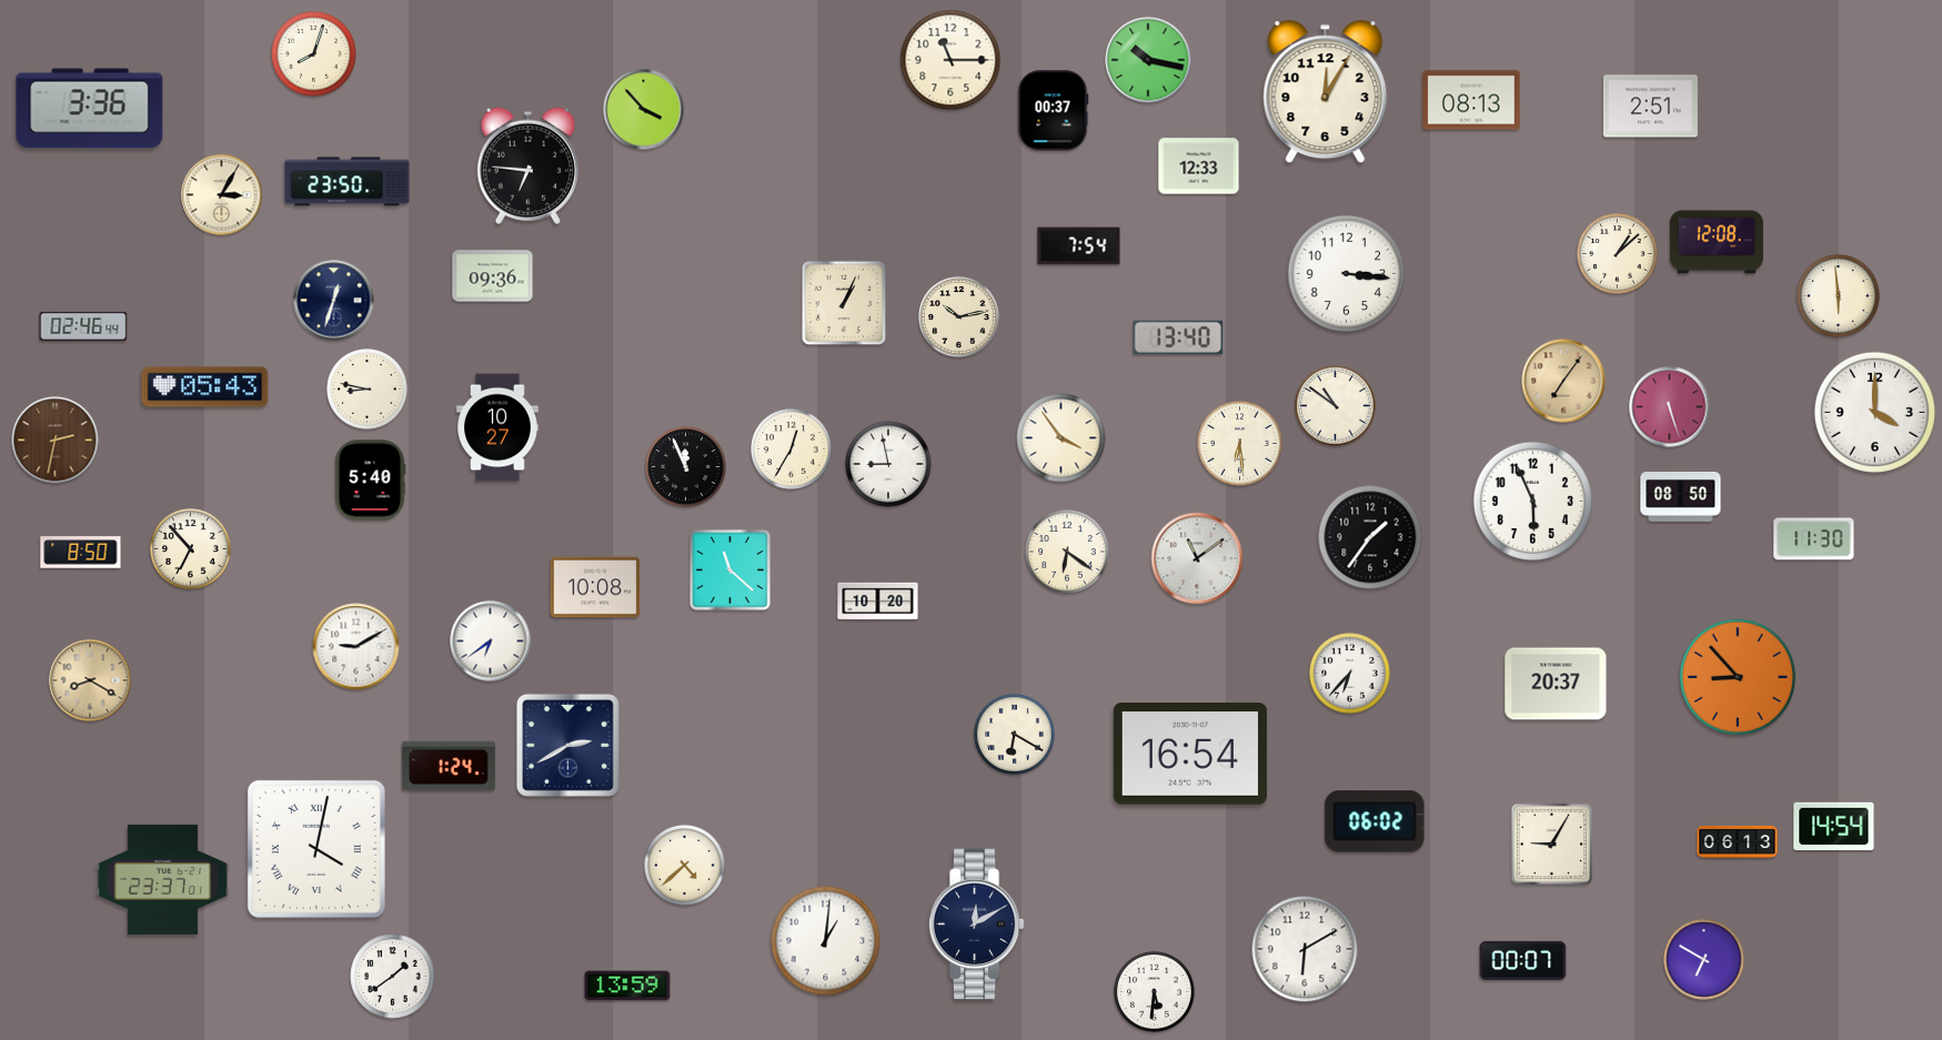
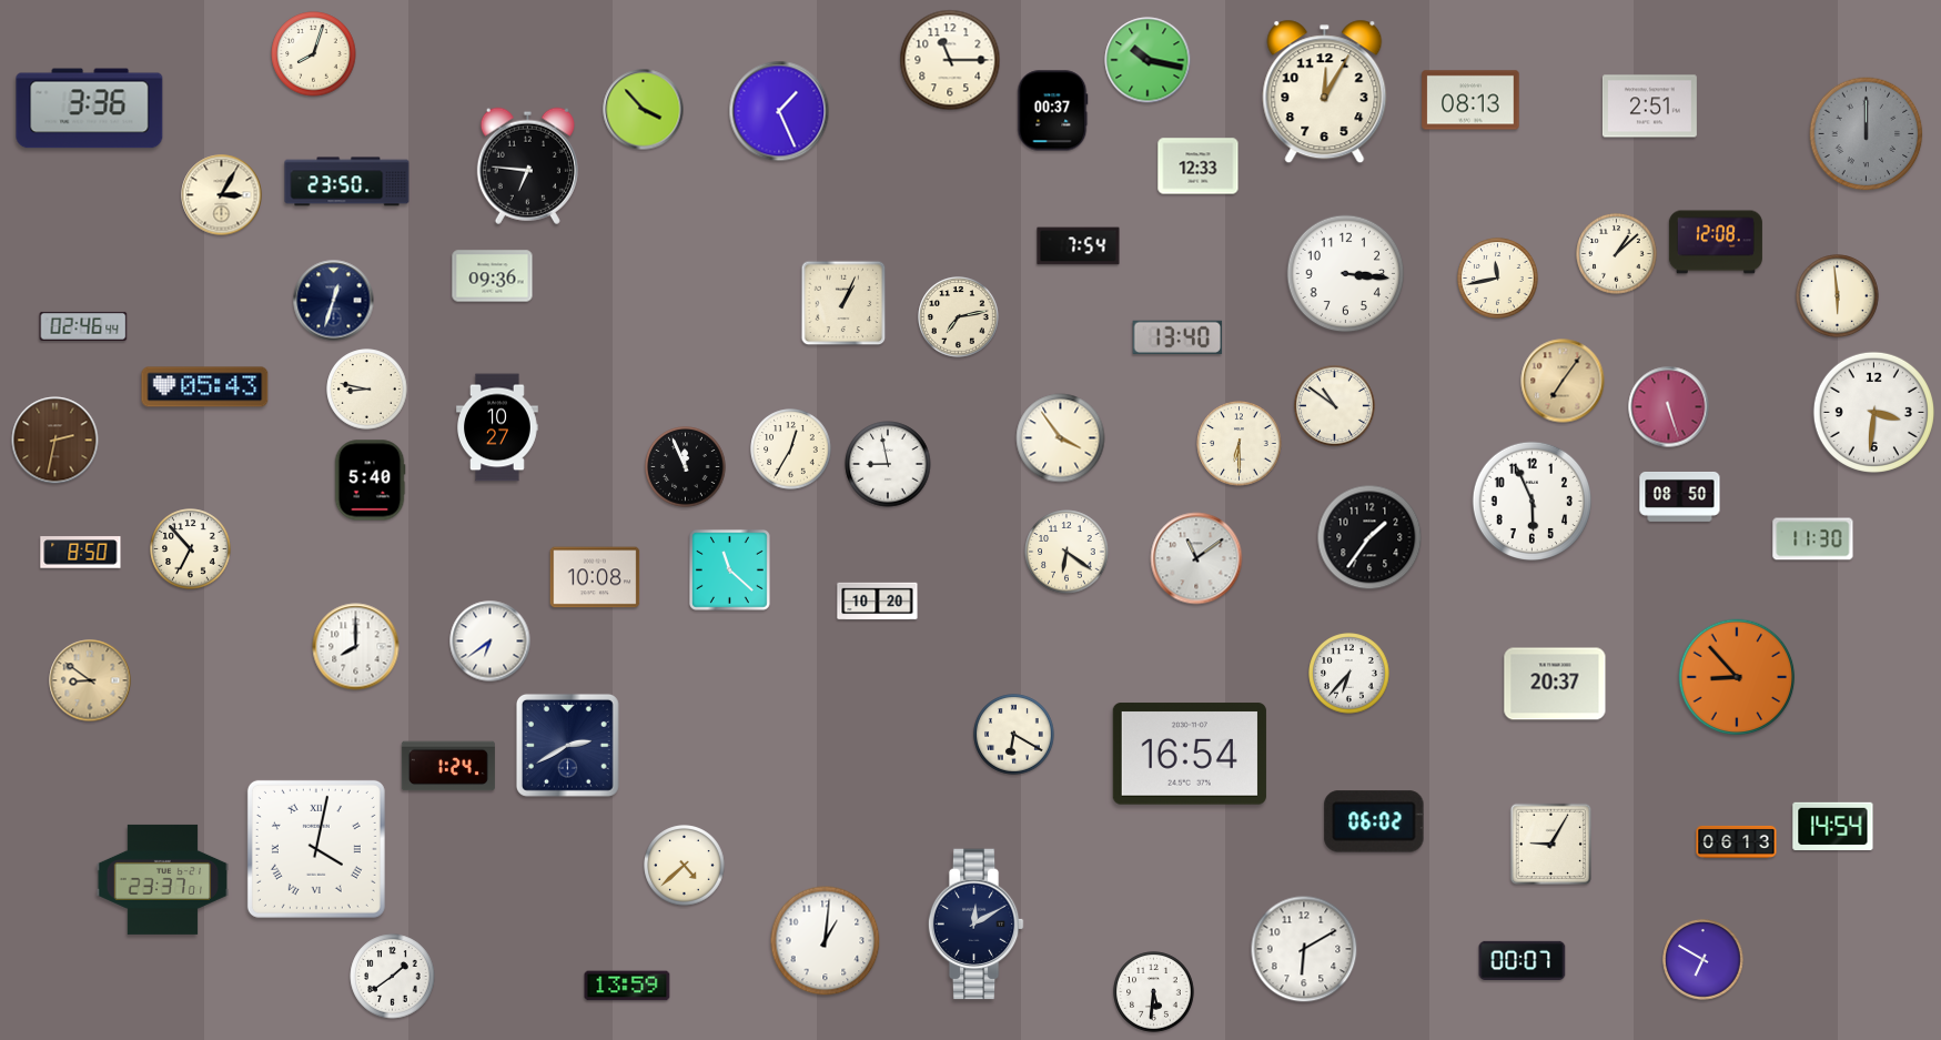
clock at (779, 111): none -> 1:26
clock at (1867, 134): none -> 12:00
clock at (1498, 279): none -> 11:43
clock at (959, 317): 10:13 -> 7:13
clock at (1874, 412): 4:00 -> 3:31
clock at (1240, 444): 6:29 -> 6:30
clock at (595, 587) position: (595, 587) -> (595, 577)
clock at (356, 647): 9:10 -> 8:00
clock at (90, 680): 8:20 -> 8:51
